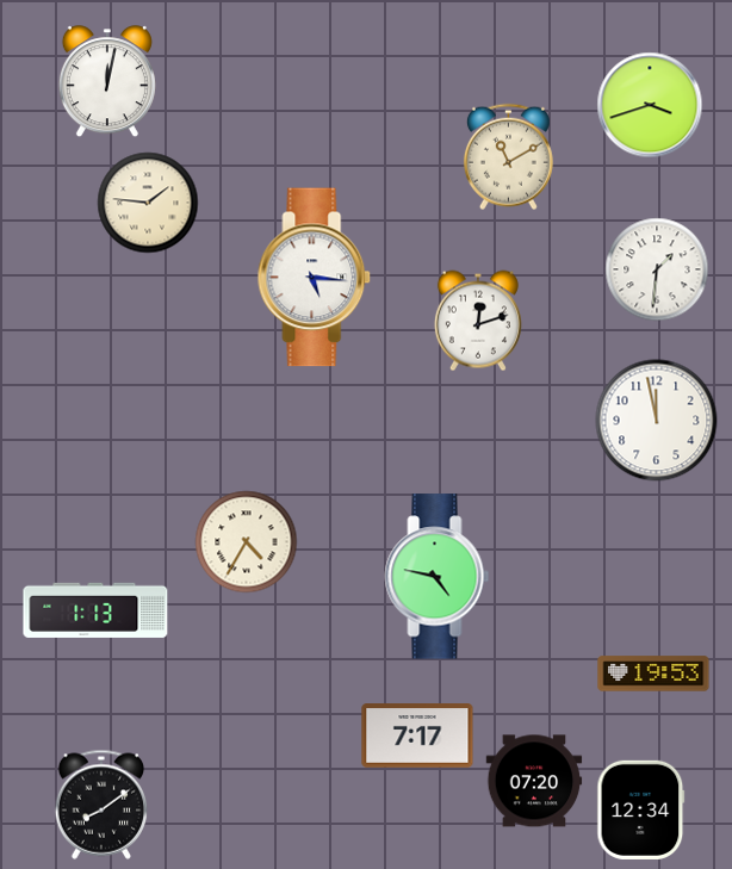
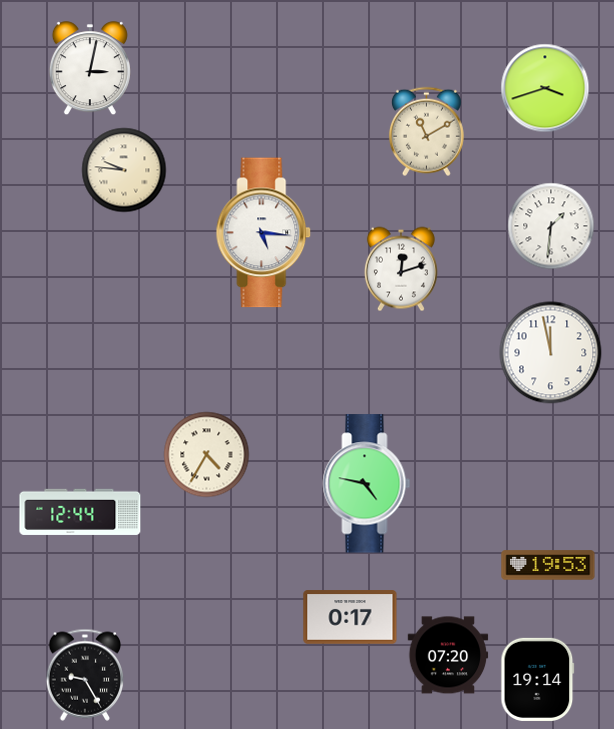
clock at (107, 82): 12:02 -> 3:02
clock at (148, 203): 1:46 -> 9:46
clock at (95, 610): 1:13 -> 12:44
clock at (417, 735): 7:17 -> 0:17
clock at (101, 805): 8:09 -> 9:25
clock at (641, 809): 12:34 -> 19:14
